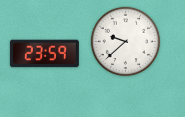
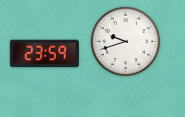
clock at (126, 42): 9:38 -> 9:42
